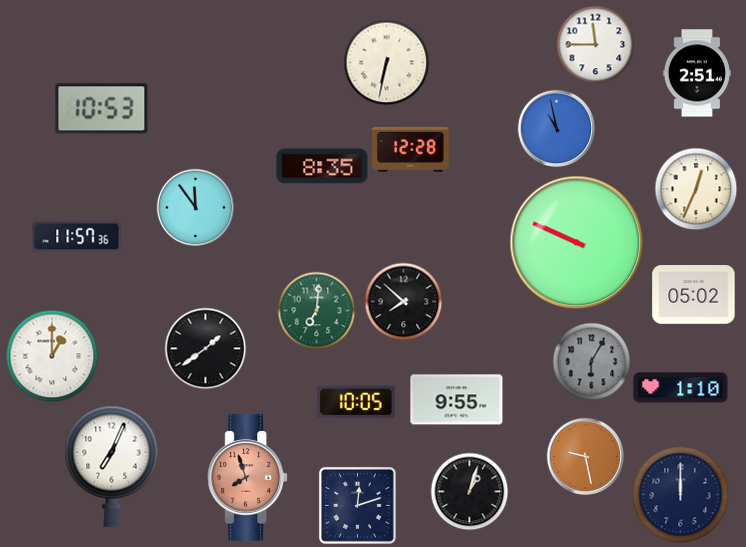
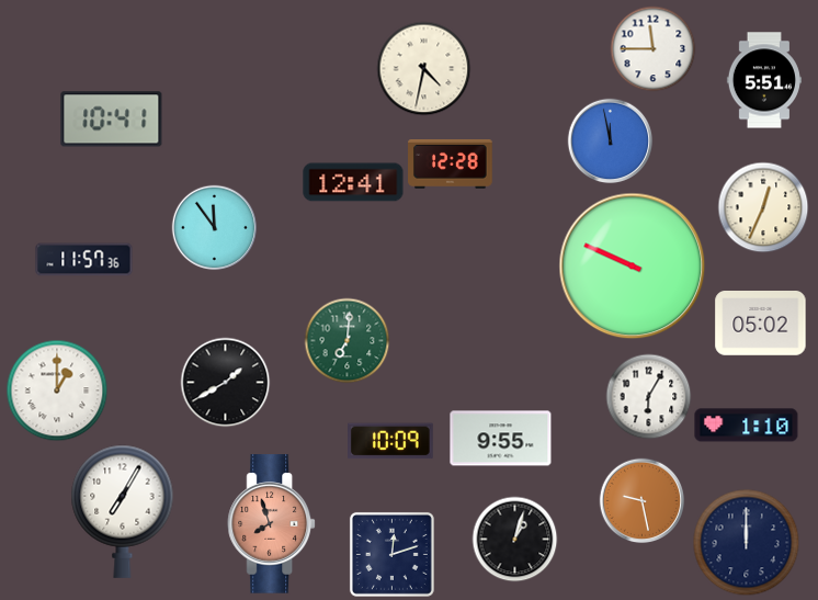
clock at (386, 62): 6:32 -> 4:32
clock at (697, 73): 2:51 -> 5:51
clock at (102, 109): 10:53 -> 10:41
clock at (556, 128): 10:58 -> 11:58
clock at (322, 166): 8:35 -> 12:41
clock at (403, 301): 7:52 -> none
clock at (205, 348): 1:39 -> 1:40
clock at (591, 361) dial: grey -> white
clock at (357, 402): 10:05 -> 10:09
clock at (112, 466): 7:04 -> 7:05
